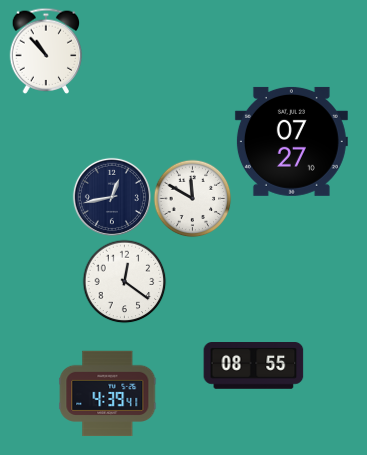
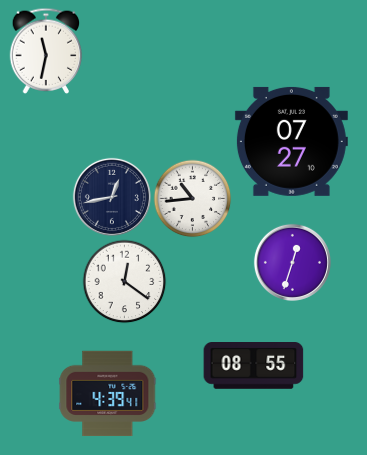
clock at (46, 51): 10:53 -> 11:32
clock at (192, 198): 11:50 -> 10:44
clock at (292, 262): none -> 12:33
